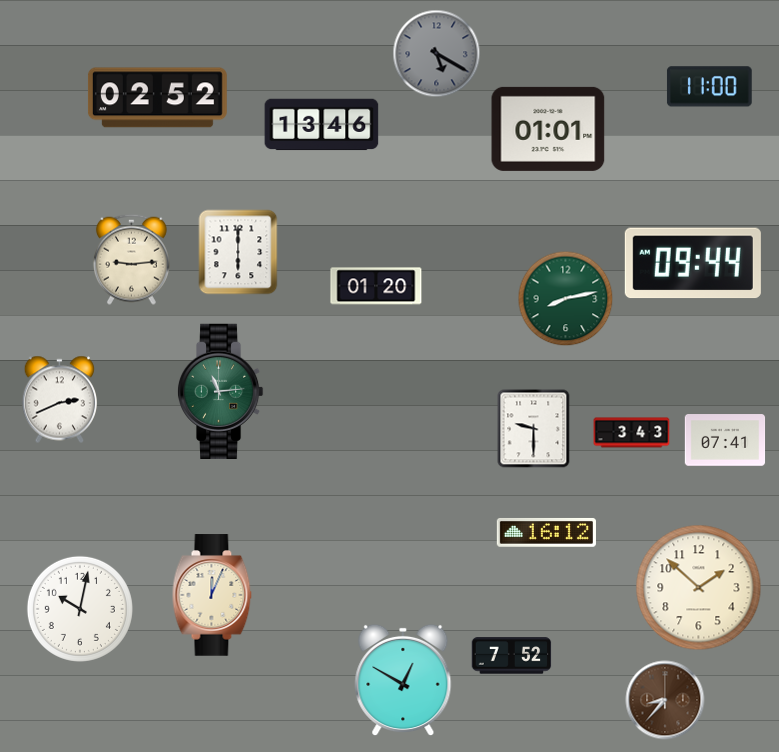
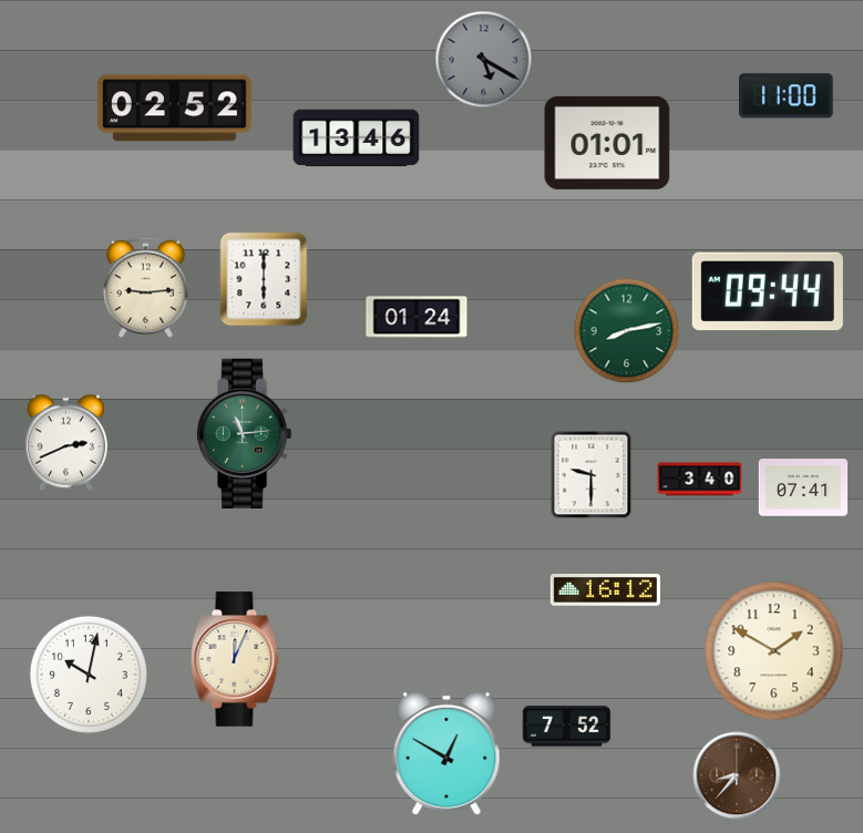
clock at (376, 286): 01:20 -> 01:24
clock at (632, 433): 3:43 -> 3:40
clock at (699, 588): 1:52 -> 1:50
